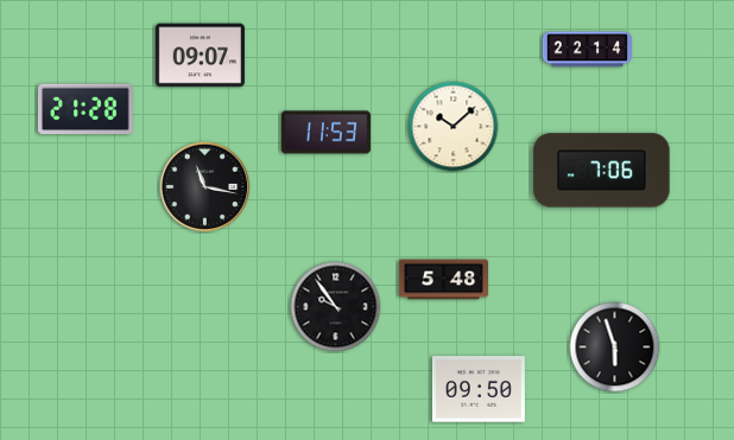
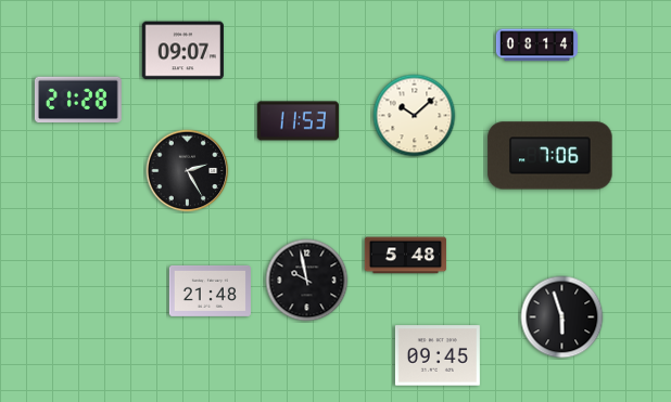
clock at (587, 50): 22:14 -> 08:14
clock at (205, 187): 11:17 -> 2:25
clock at (336, 307): 9:54 -> 9:58
clock at (210, 290): none -> 21:48
clock at (479, 389): 09:50 -> 09:45
